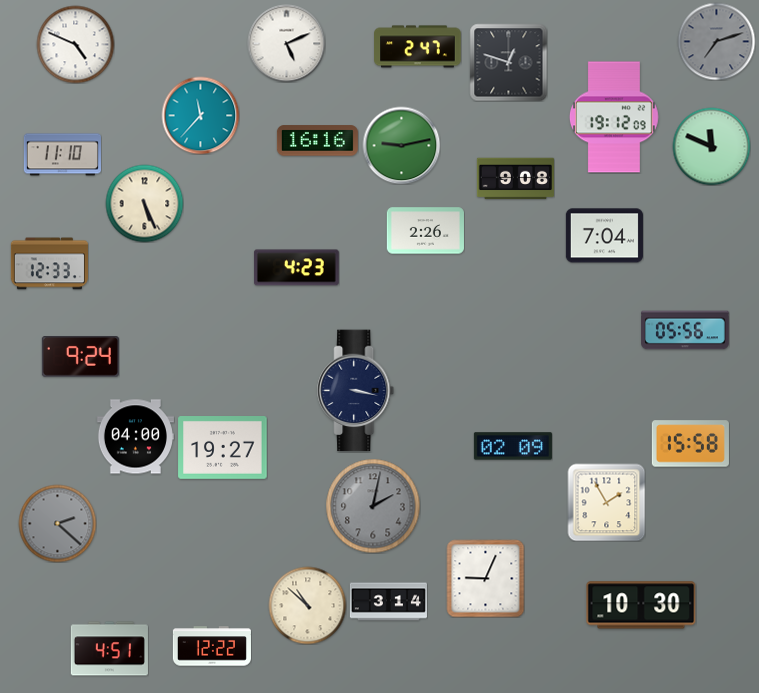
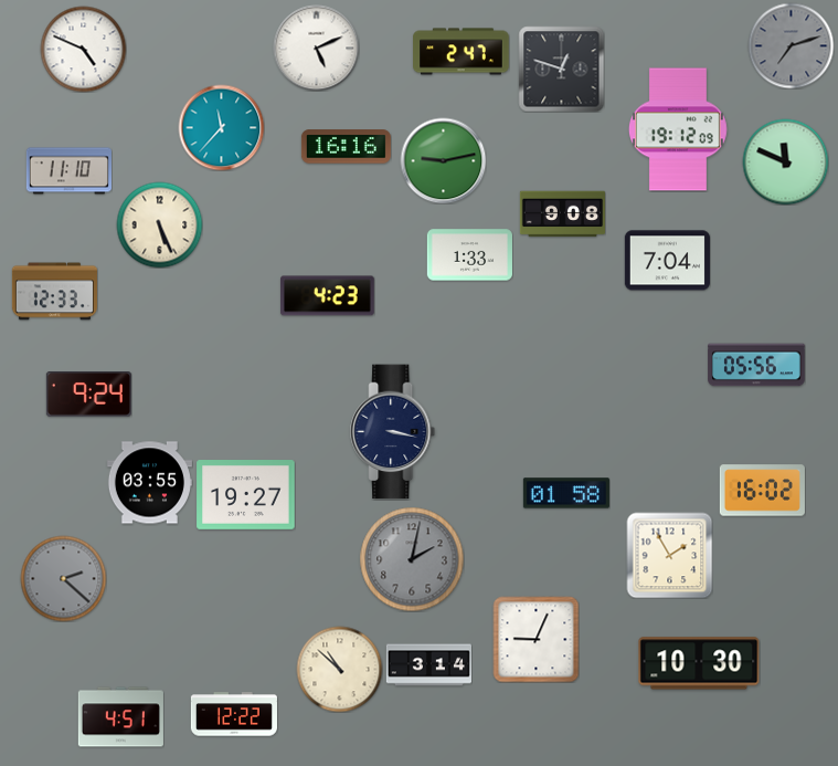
clock at (317, 141) position: (317, 141) -> (346, 147)
clock at (515, 179) position: (515, 179) -> (562, 214)
clock at (425, 231): 2:26 -> 1:33
clock at (135, 437): 04:00 -> 03:55
clock at (690, 444): 15:58 -> 16:02
clock at (513, 446): 02:09 -> 01:58
clock at (641, 605) position: (641, 605) -> (699, 663)
